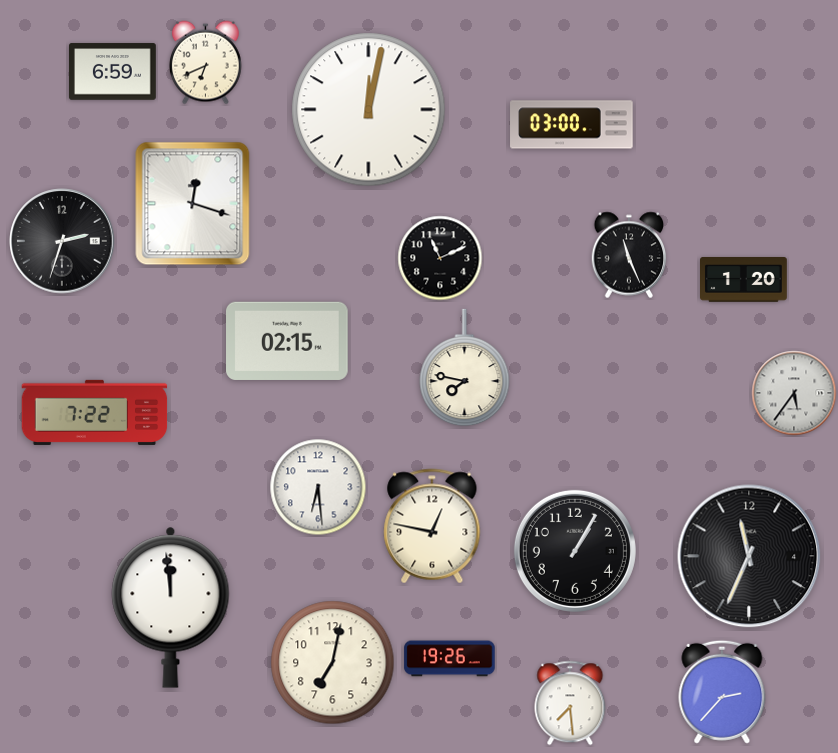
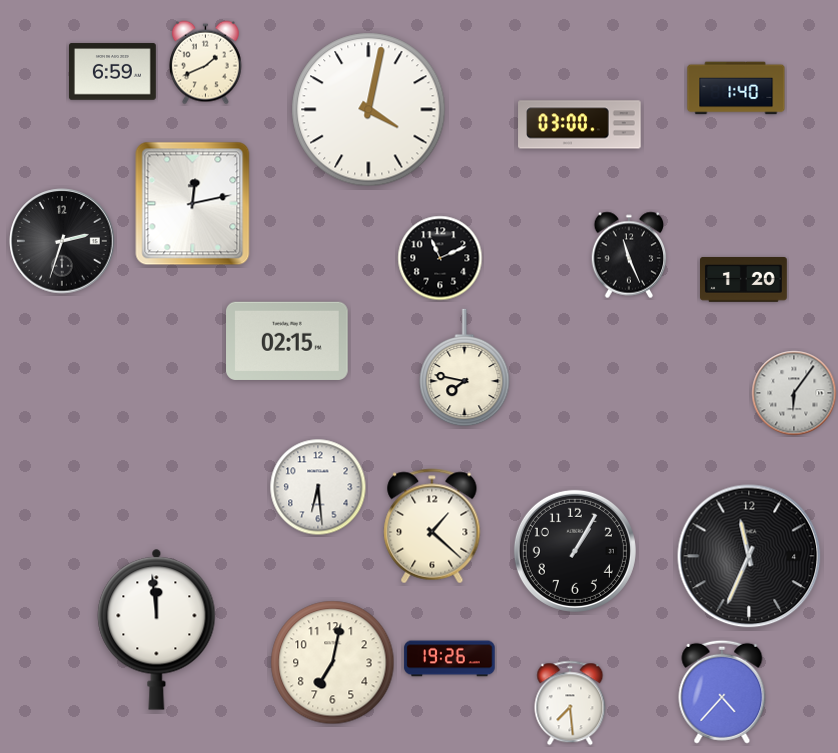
clock at (205, 63): 6:41 -> 1:41
clock at (736, 88): none -> 1:40
clock at (369, 110): 12:02 -> 4:02
clock at (572, 125) position: (572, 125) -> (580, 125)
clock at (193, 204): 12:18 -> 12:13
clock at (794, 393): 5:36 -> 6:06
clock at (95, 412): 7:22 -> none
clock at (432, 526): 12:47 -> 1:22
clock at (171, 607) position: (171, 607) -> (157, 629)
clock at (722, 692): 2:37 -> 4:37
